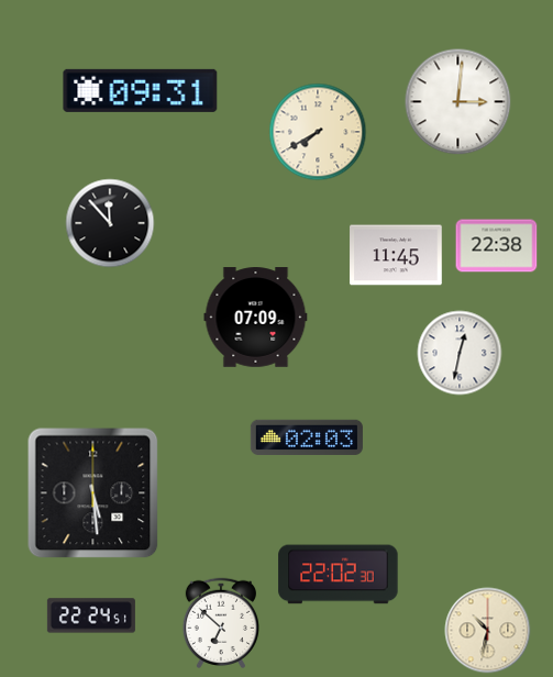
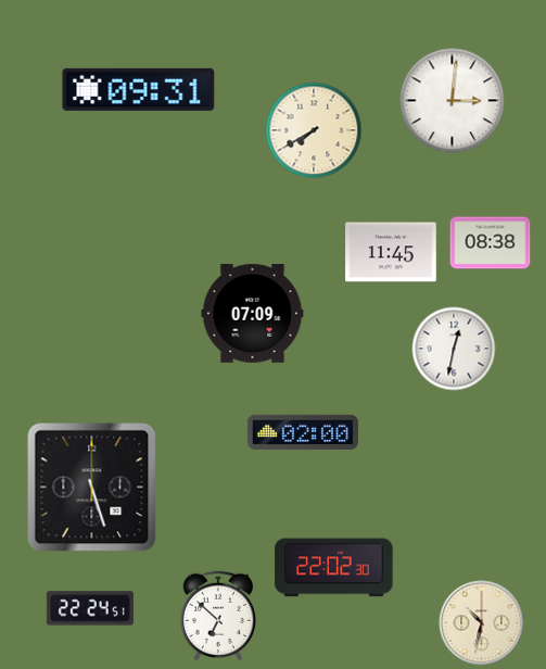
clock at (110, 223): 11:53 -> none
clock at (497, 246): 22:38 -> 08:38
clock at (307, 437): 02:03 -> 02:00
clock at (93, 493): 5:29 -> 5:27
